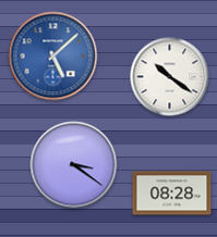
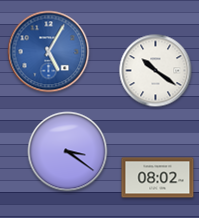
clock at (53, 57): 5:08 -> 5:05
clock at (172, 194): 08:28 -> 08:02
